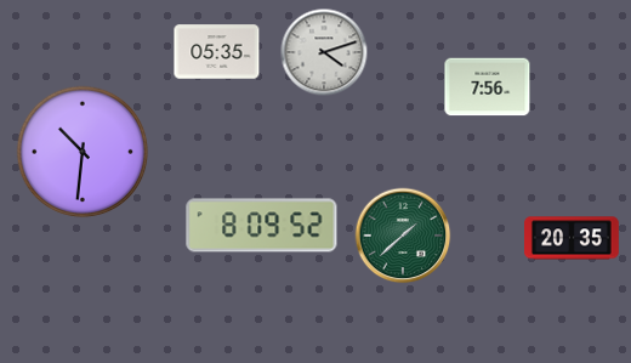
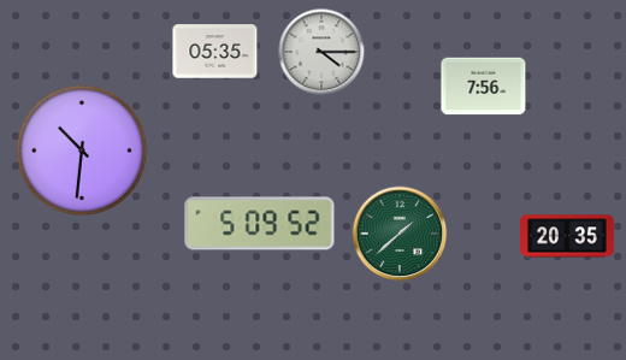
clock at (324, 52): 4:12 -> 4:15
clock at (262, 226): 8:09 -> 5:09
